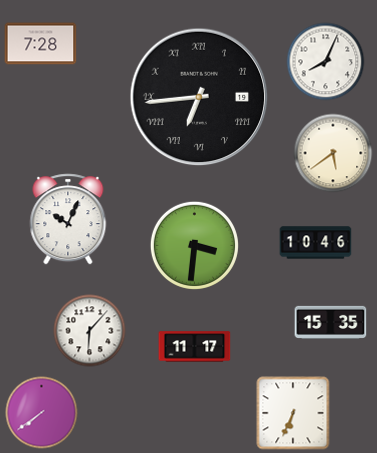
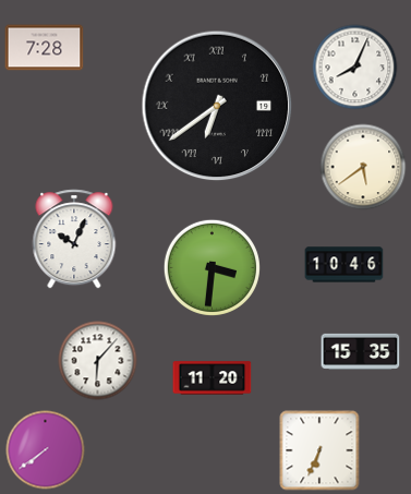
clock at (199, 97): 6:44 -> 6:39
clock at (195, 347): 11:17 -> 11:20
